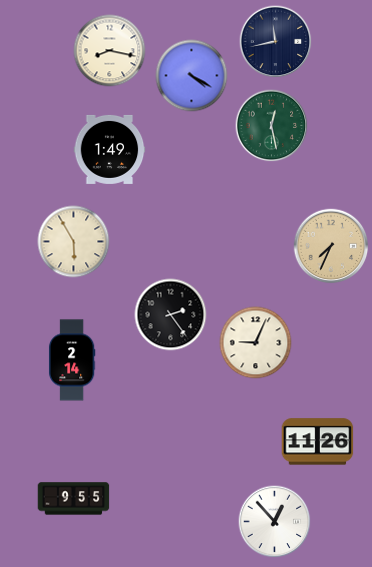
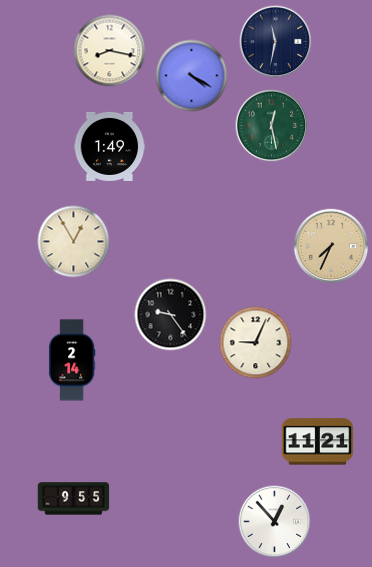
clock at (276, 42): 11:43 -> 11:32
clock at (110, 149) position: (110, 149) -> (110, 146)
clock at (74, 242): 5:55 -> 12:55
clock at (171, 315): 2:24 -> 9:24
clock at (318, 442): 11:26 -> 11:21
